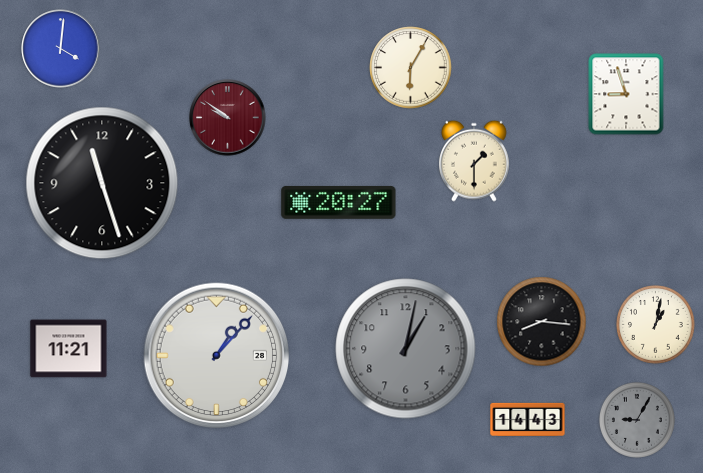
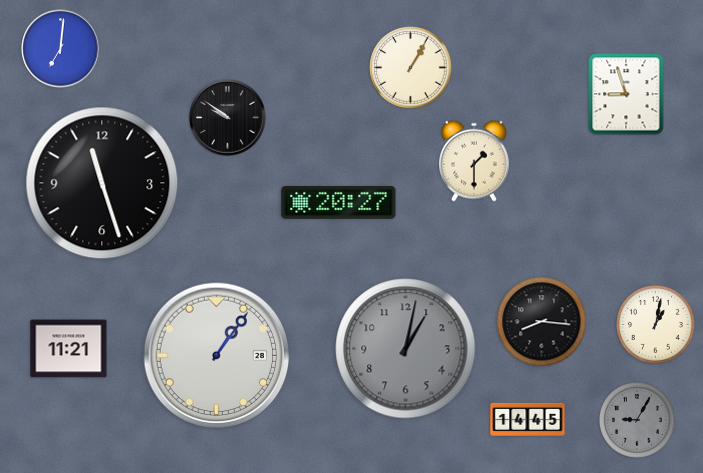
clock at (61, 49): 4:01 -> 7:01
clock at (411, 68): 6:05 -> 1:05
clock at (228, 118) dial: burgundy -> black
clock at (217, 356): 1:07 -> 1:06
clock at (528, 419): 14:43 -> 14:45
